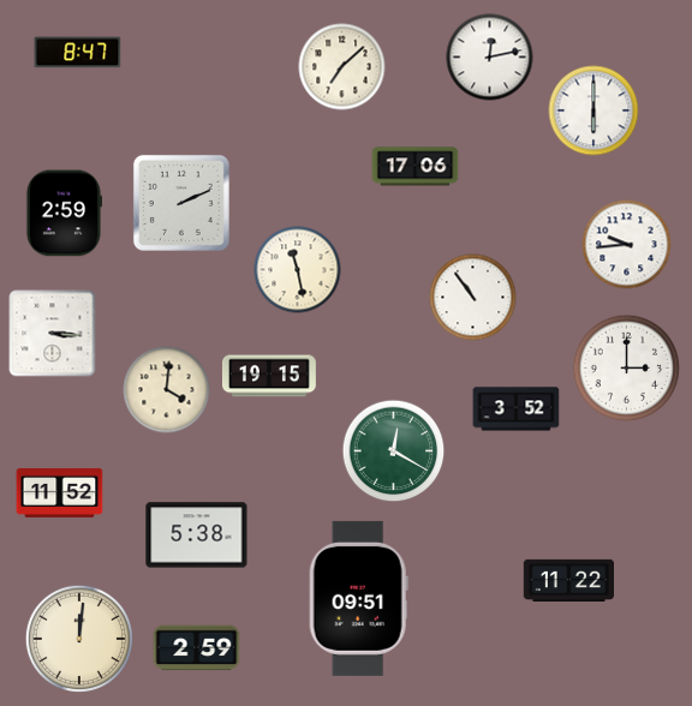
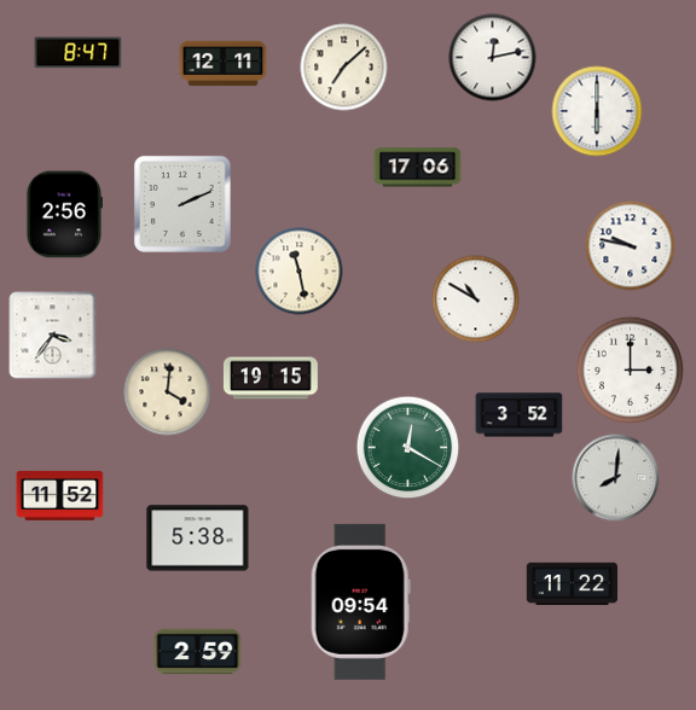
clock at (224, 64): none -> 12:11
clock at (64, 214): 2:59 -> 2:56
clock at (627, 245): 9:44 -> 9:47
clock at (473, 298): 10:54 -> 10:50
clock at (53, 334): 3:16 -> 3:36
clock at (517, 409) position: (517, 409) -> (520, 415)
clock at (394, 451) position: (394, 451) -> (408, 448)
clock at (616, 478): none -> 8:01
clock at (358, 598): 09:51 -> 09:54
clock at (79, 639): 12:01 -> none
